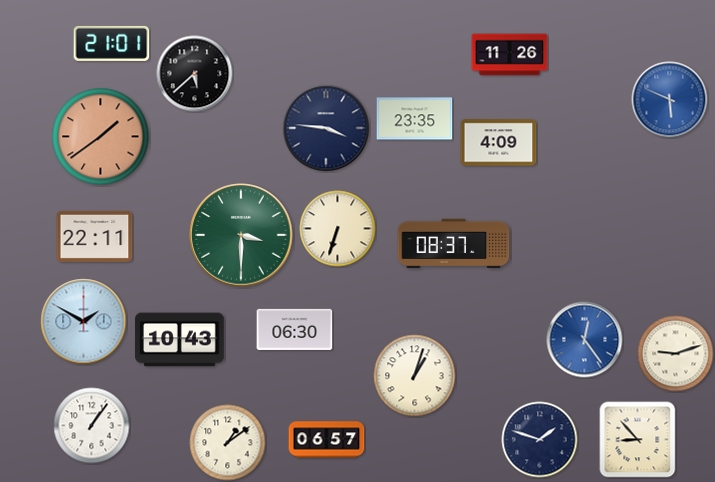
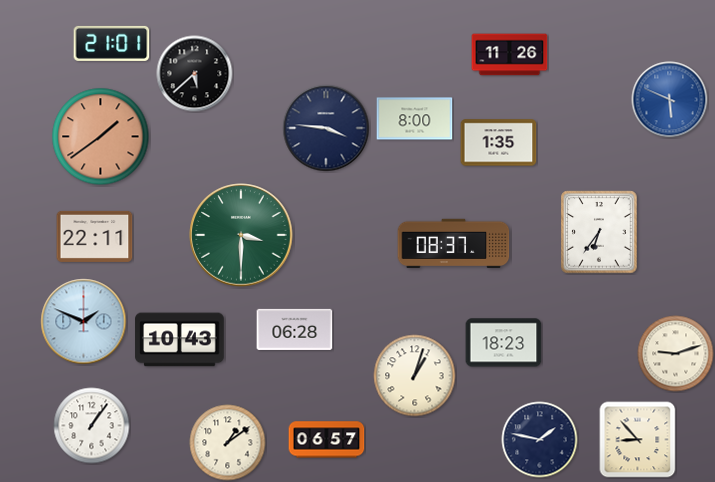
clock at (415, 119): 23:35 -> 8:00
clock at (499, 143): 4:09 -> 1:35
clock at (338, 229): 6:33 -> none
clock at (599, 232): none -> 6:36
clock at (84, 322): 1:50 -> 1:49
clock at (295, 329): 06:30 -> 06:28
clock at (585, 340): 12:24 -> none
clock at (504, 343): none -> 18:23
clock at (540, 440): 1:48 -> 1:47
